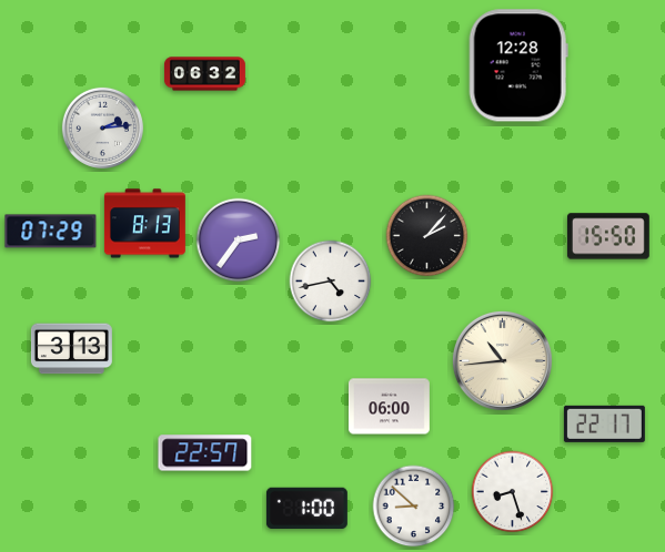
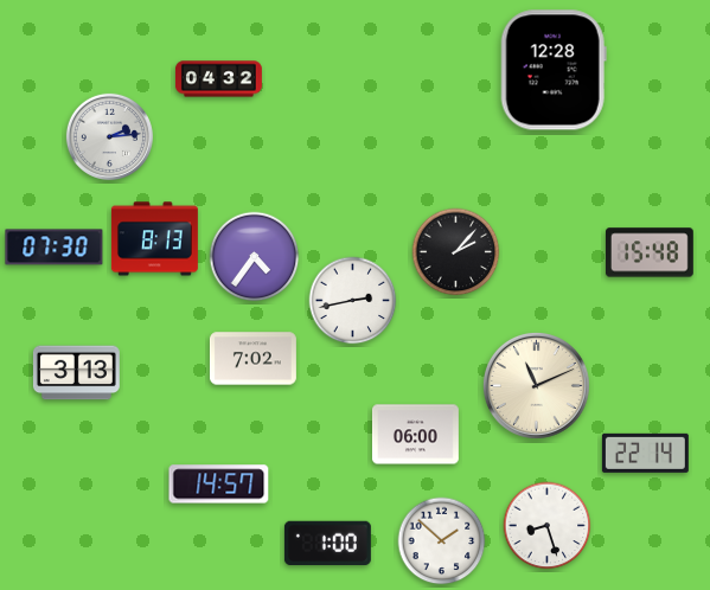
clock at (204, 74): 06:32 -> 04:32
clock at (51, 232): 07:29 -> 07:30
clock at (608, 236): 15:50 -> 15:48
clock at (239, 241): 2:36 -> 4:36
clock at (331, 282): 4:43 -> 2:43
clock at (252, 359): none -> 7:02
clock at (502, 360): 10:44 -> 11:11
clock at (604, 423): 22:17 -> 22:14
clock at (205, 453): 22:57 -> 14:57
clock at (414, 507): 8:52 -> 1:52
